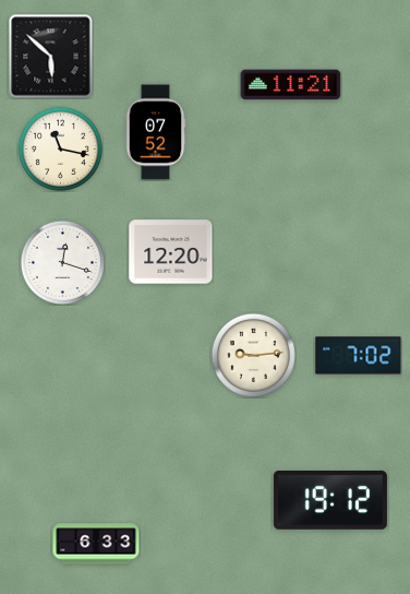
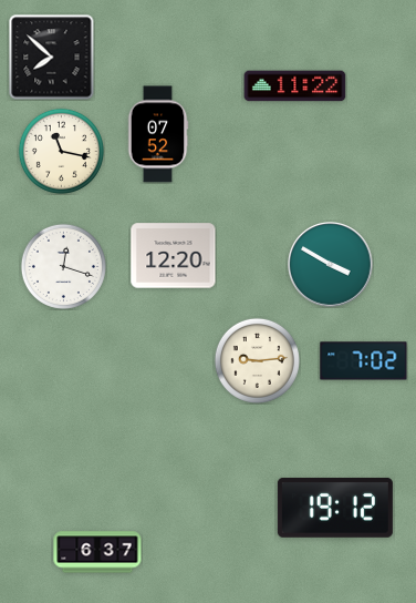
clock at (51, 57): 5:52 -> 7:52
clock at (291, 85): 11:21 -> 11:22
clock at (331, 265): none -> 3:50
clock at (96, 544): 6:33 -> 6:37
